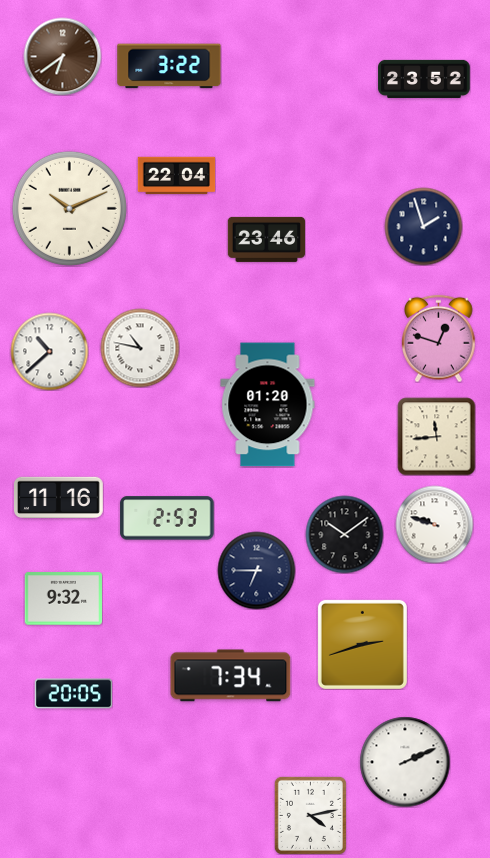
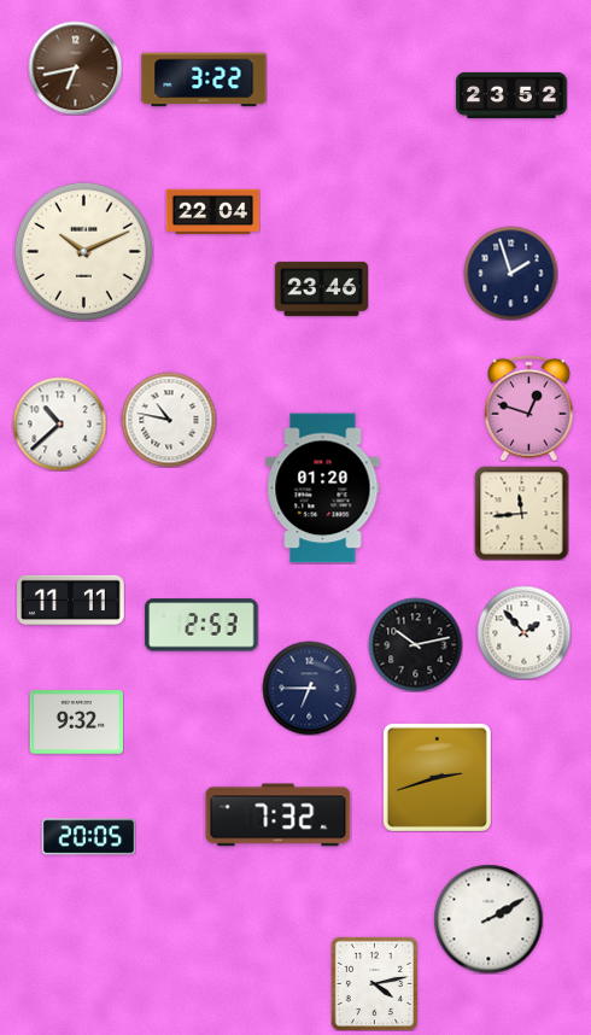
clock at (62, 56): 6:39 -> 6:43
clock at (436, 436) position: (436, 436) -> (521, 513)
clock at (59, 497): 11:16 -> 11:11
clock at (434, 524): 9:48 -> 1:53
clock at (344, 534): 10:09 -> 10:13
clock at (231, 676): 7:34 -> 7:32
clock at (405, 762): 2:11 -> 2:10
